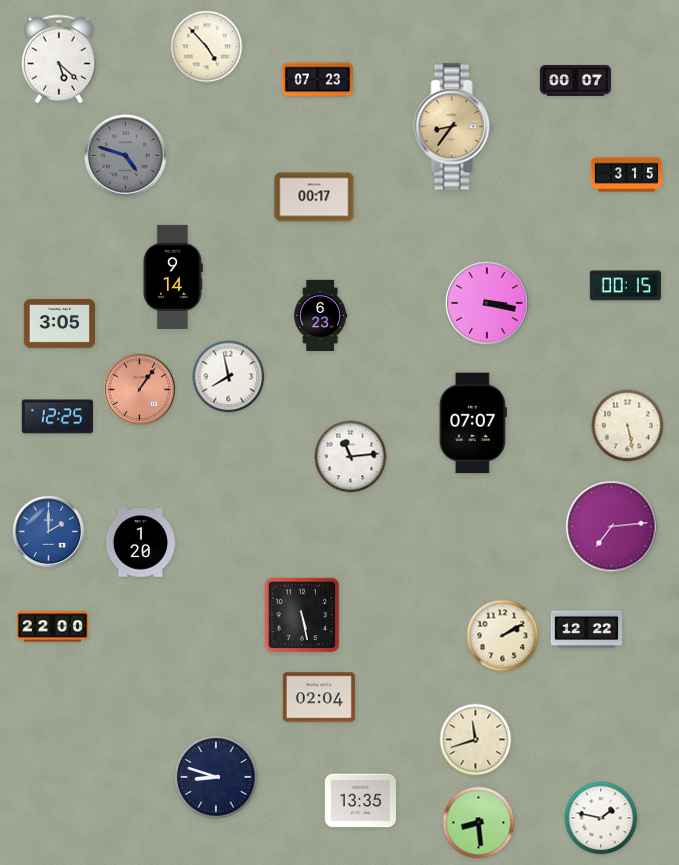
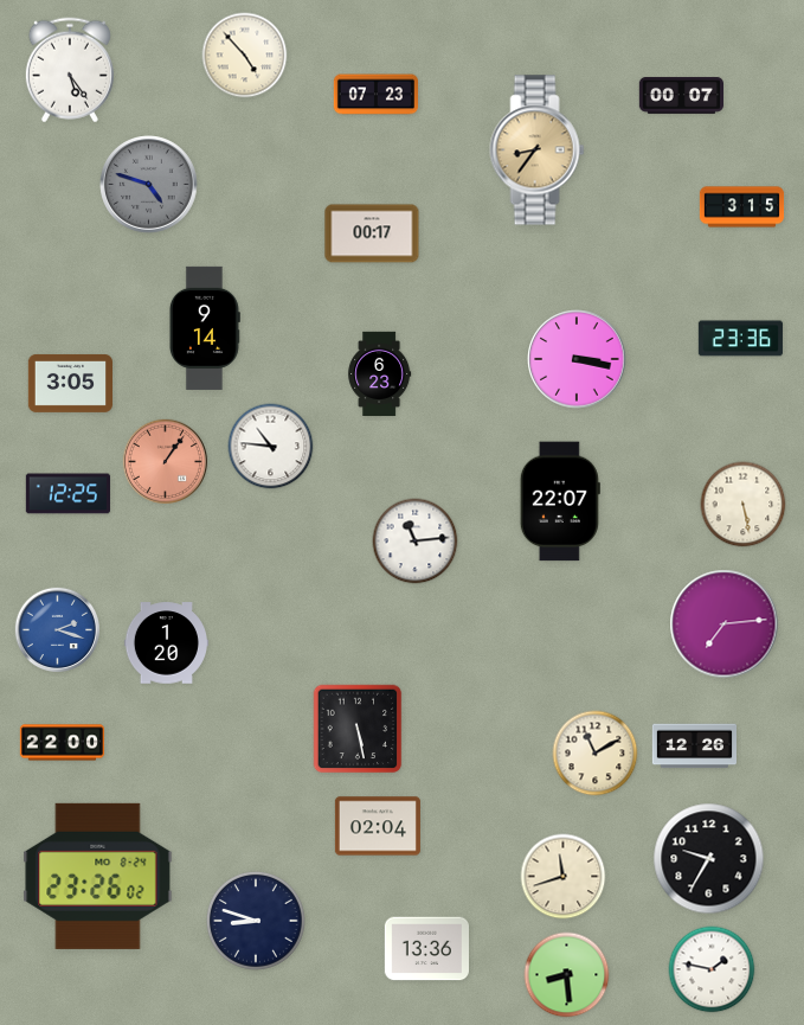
clock at (59, 59): 5:22 -> 5:24
clock at (625, 286): 00:15 -> 23:36
clock at (229, 377): 7:58 -> 10:46
clock at (473, 423): 07:07 -> 22:07
clock at (48, 531): 2:00 -> 2:18
clock at (586, 630): 12:22 -> 12:26
clock at (503, 636): 2:10 -> 11:10
clock at (709, 859): none -> 9:35
clock at (98, 876): none -> 23:26
clock at (360, 801): 13:35 -> 13:36
